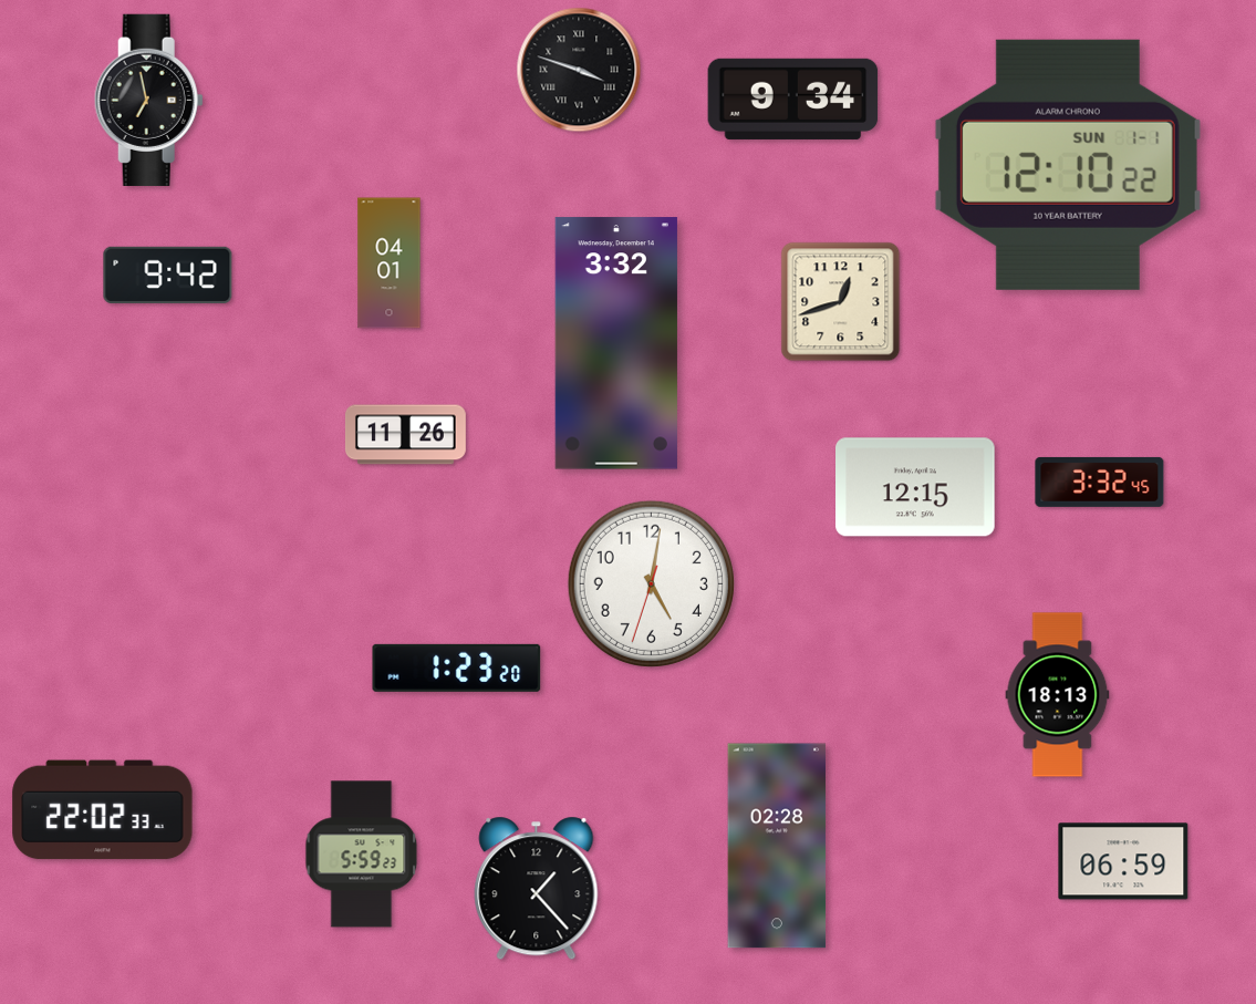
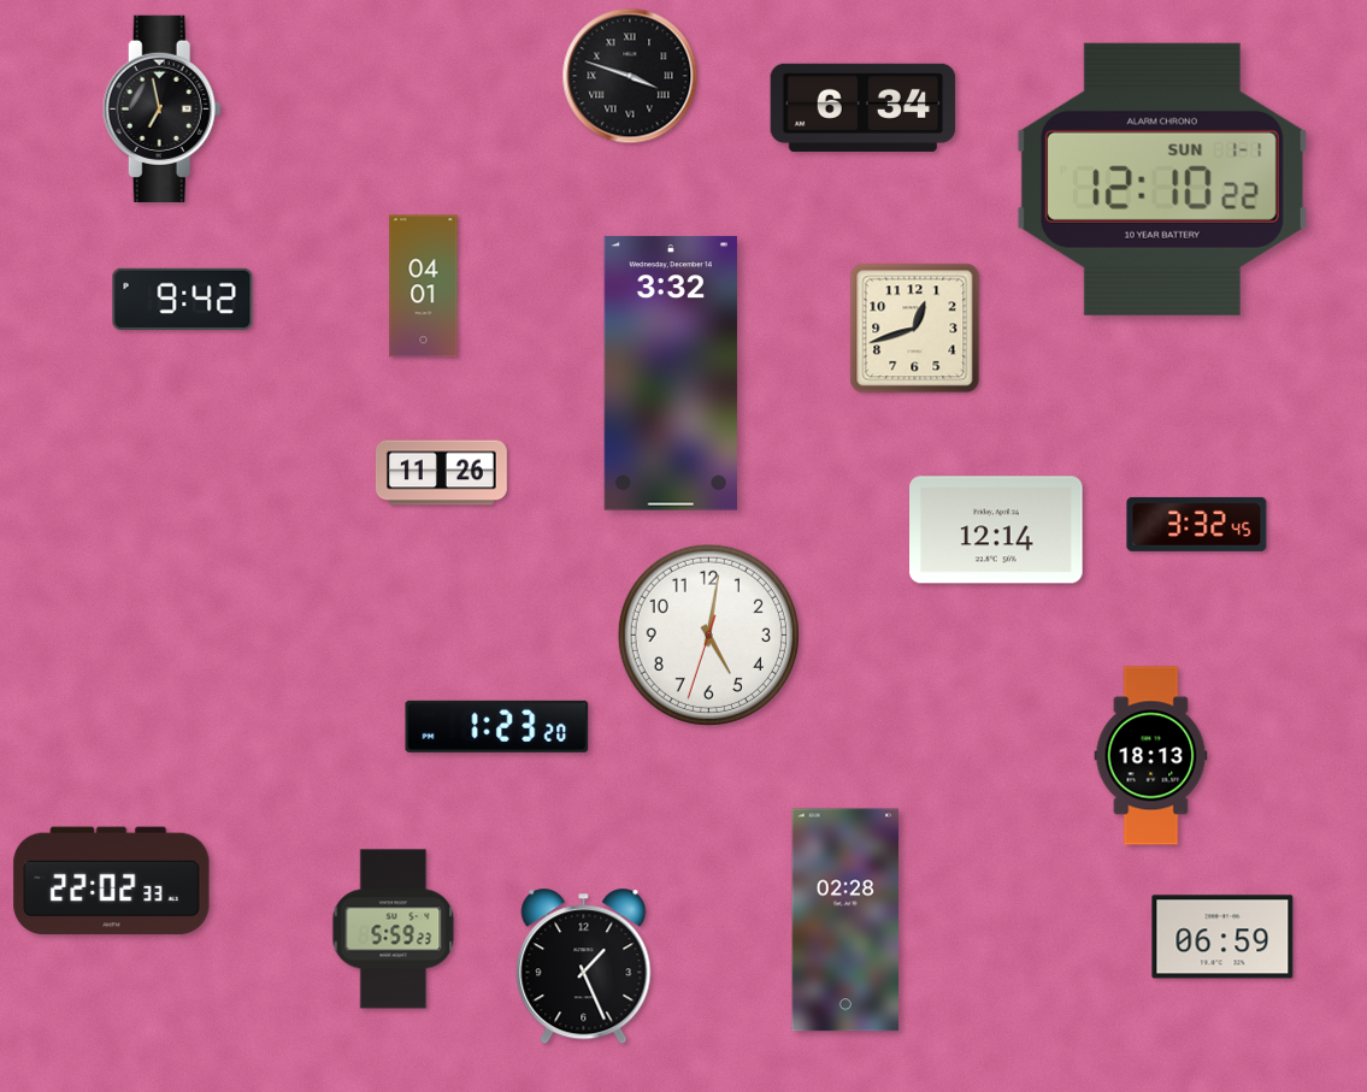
clock at (793, 99): 9:34 -> 6:34
clock at (915, 487): 12:15 -> 12:14
clock at (537, 889): 1:23 -> 1:26
